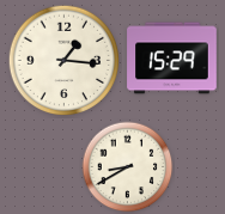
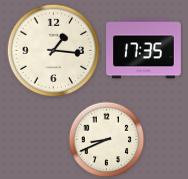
clock at (172, 59): 15:29 -> 17:35
clock at (128, 167): 8:40 -> 8:41
